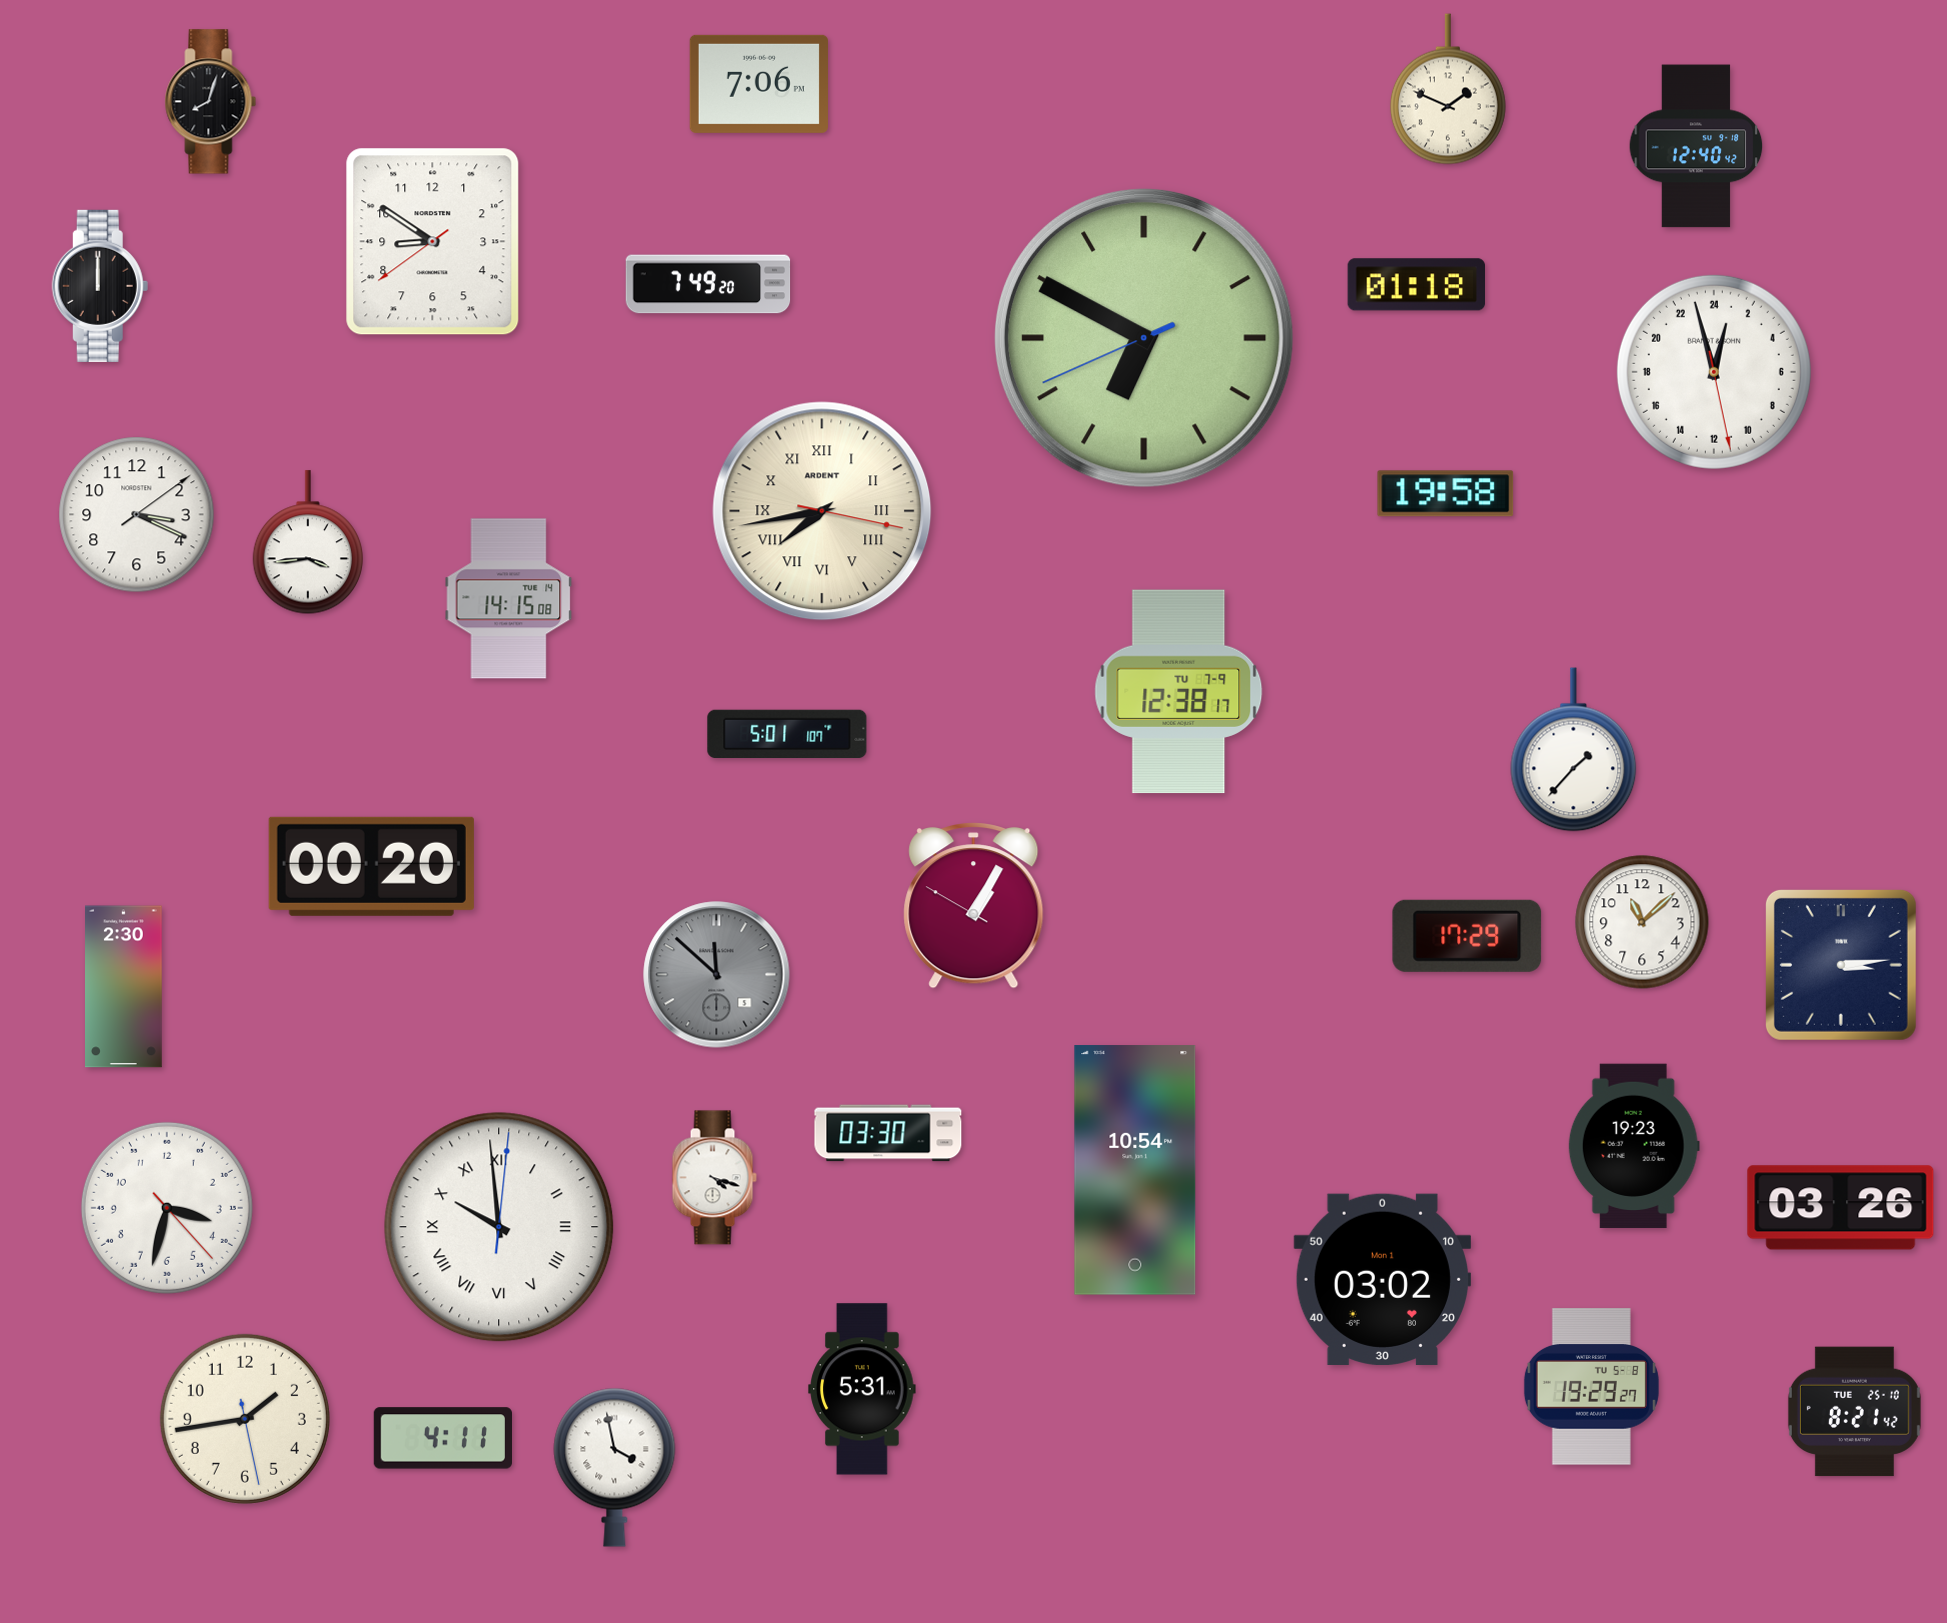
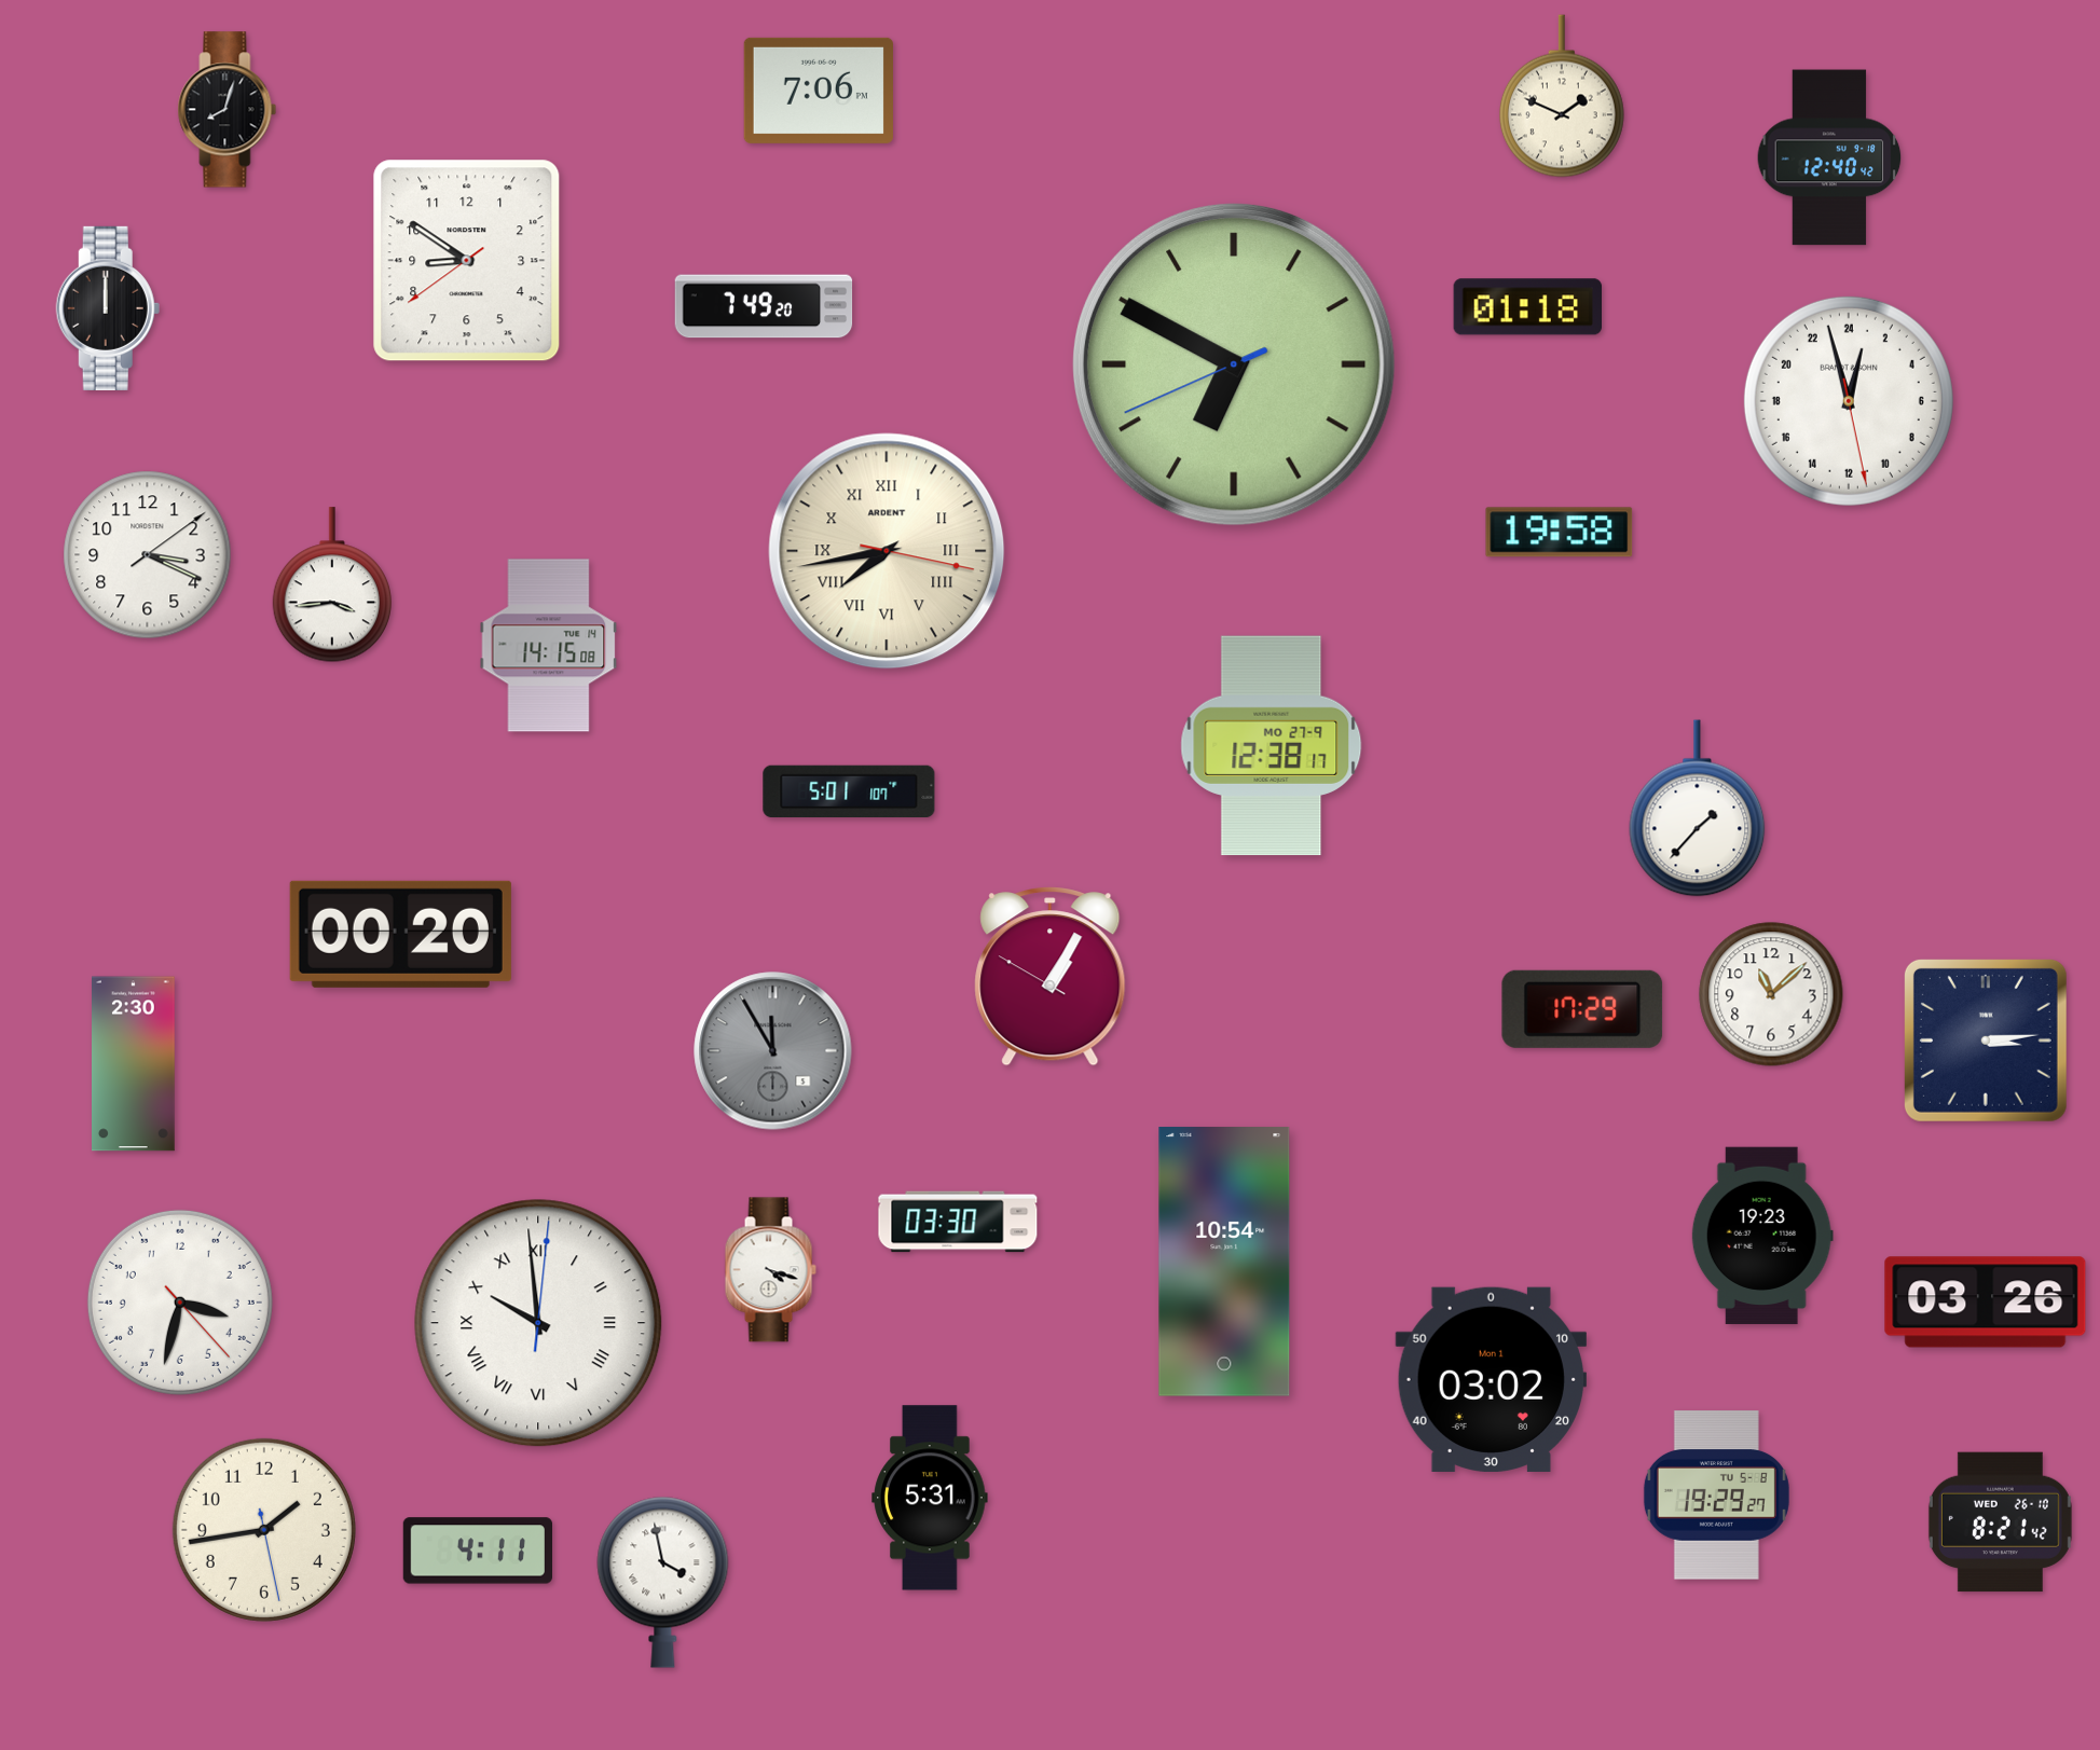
clock at (1179, 692) date: TU 7-9 -> MO 27-9
clock at (717, 975): 11:52 -> 11:55
clock at (1854, 1412) date: TUE 25-10 -> WED 26-10
